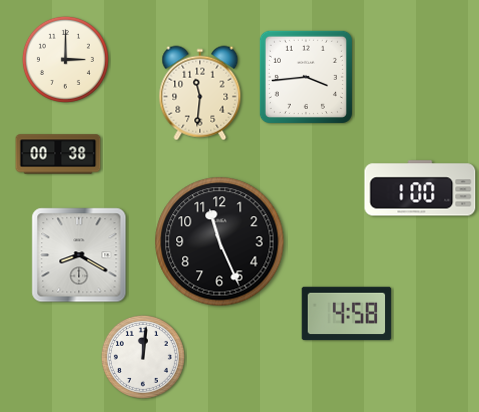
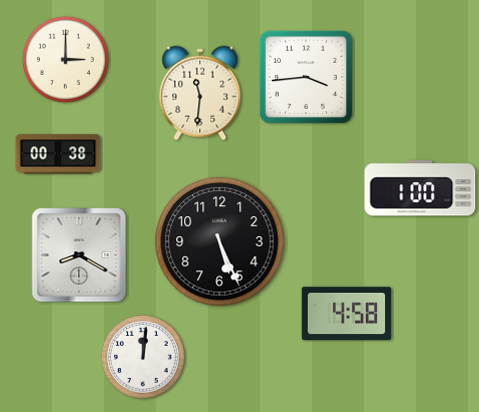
clock at (220, 242): 11:26 -> 5:26
